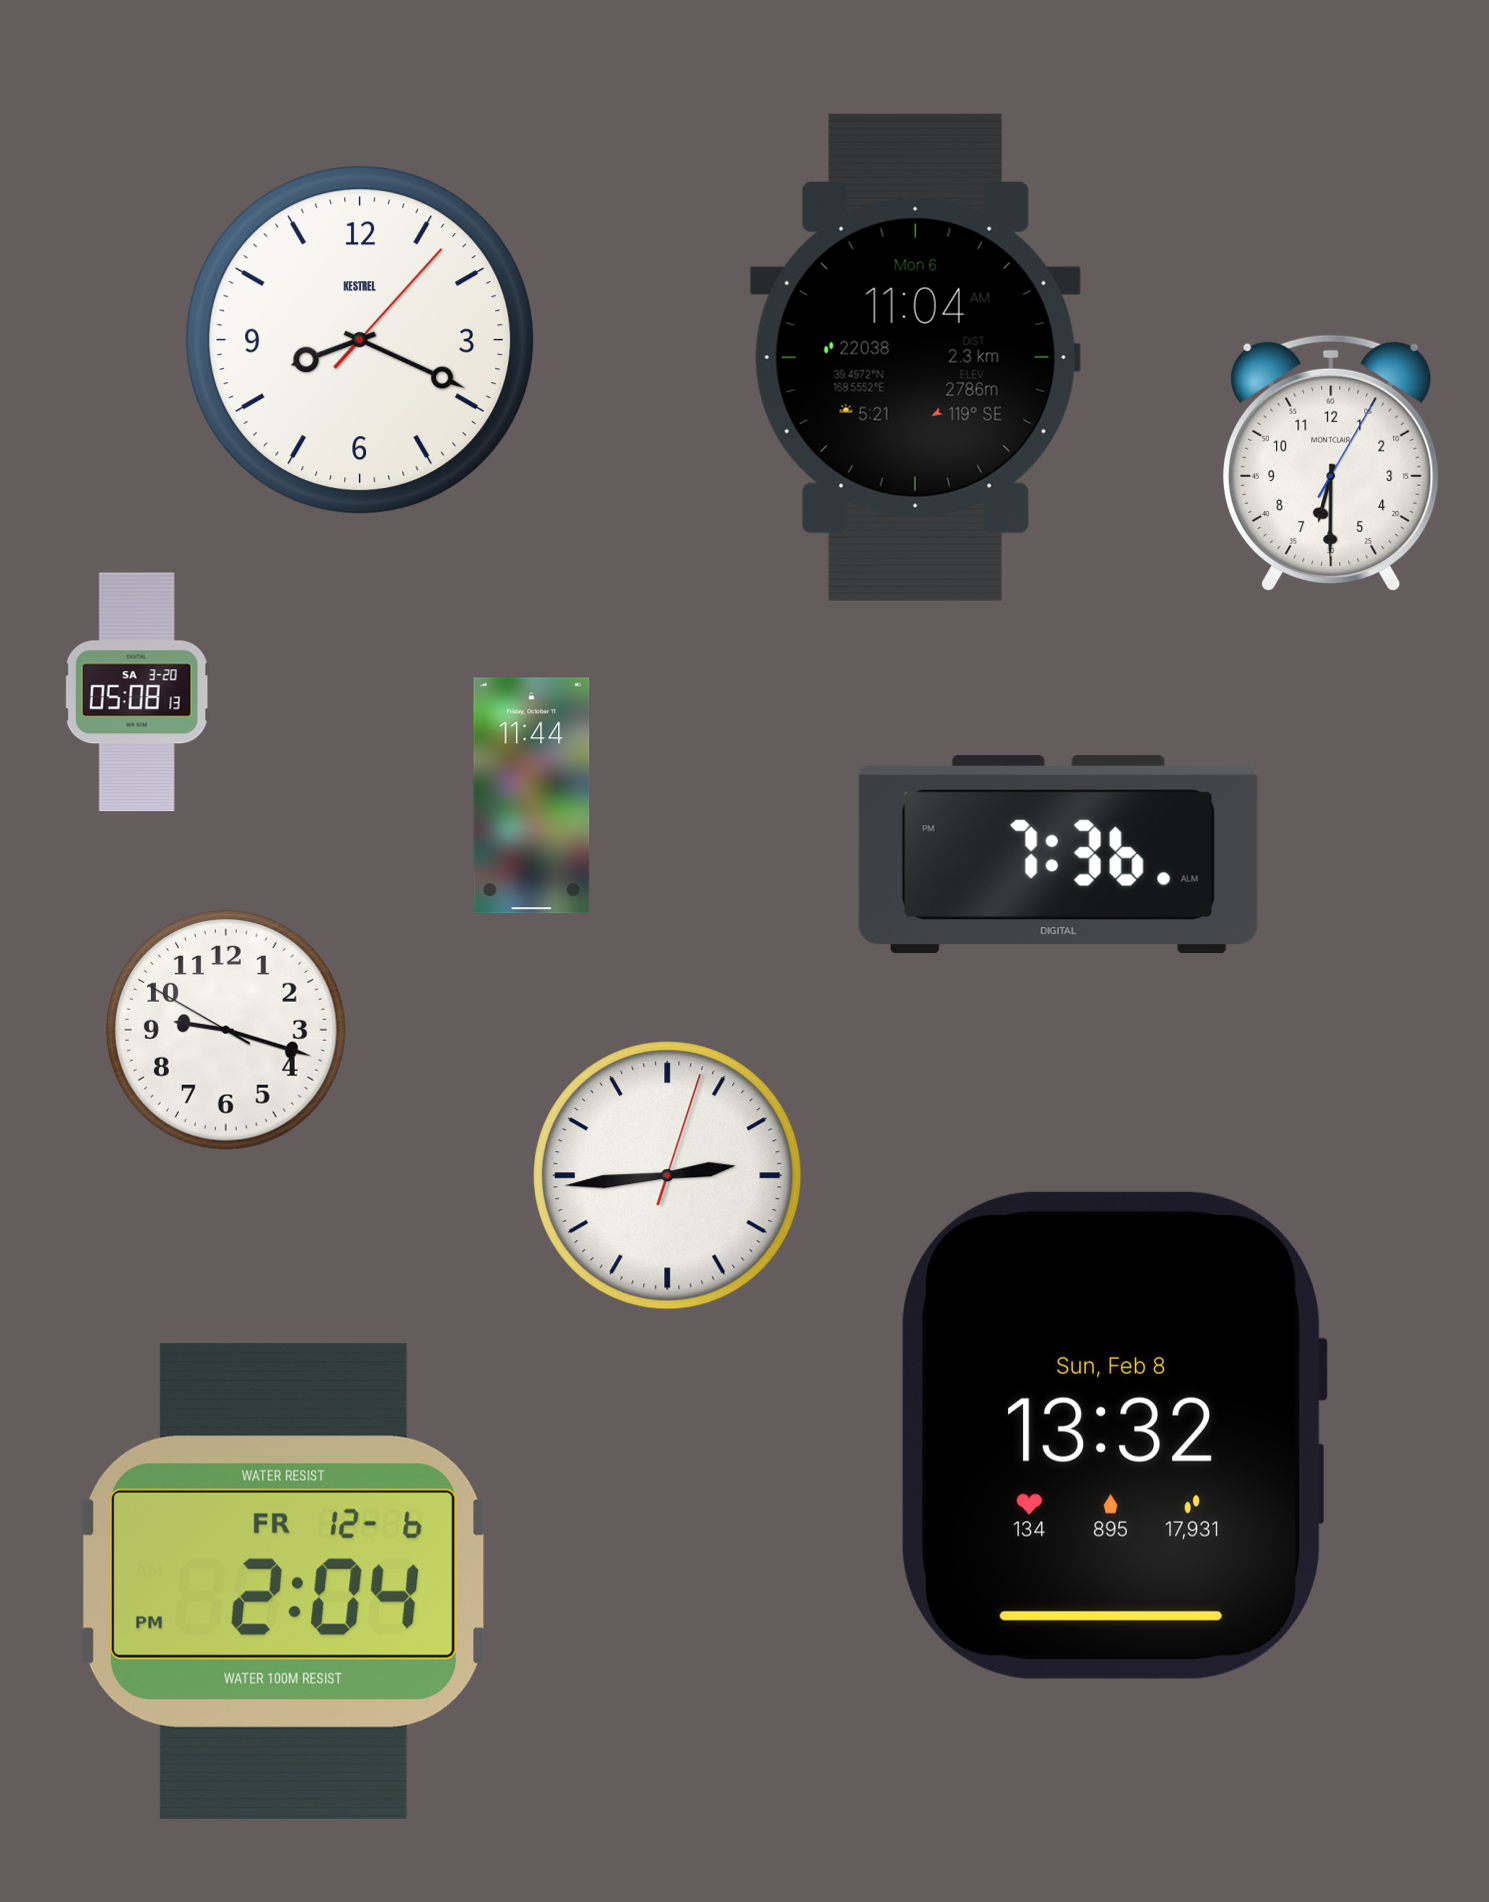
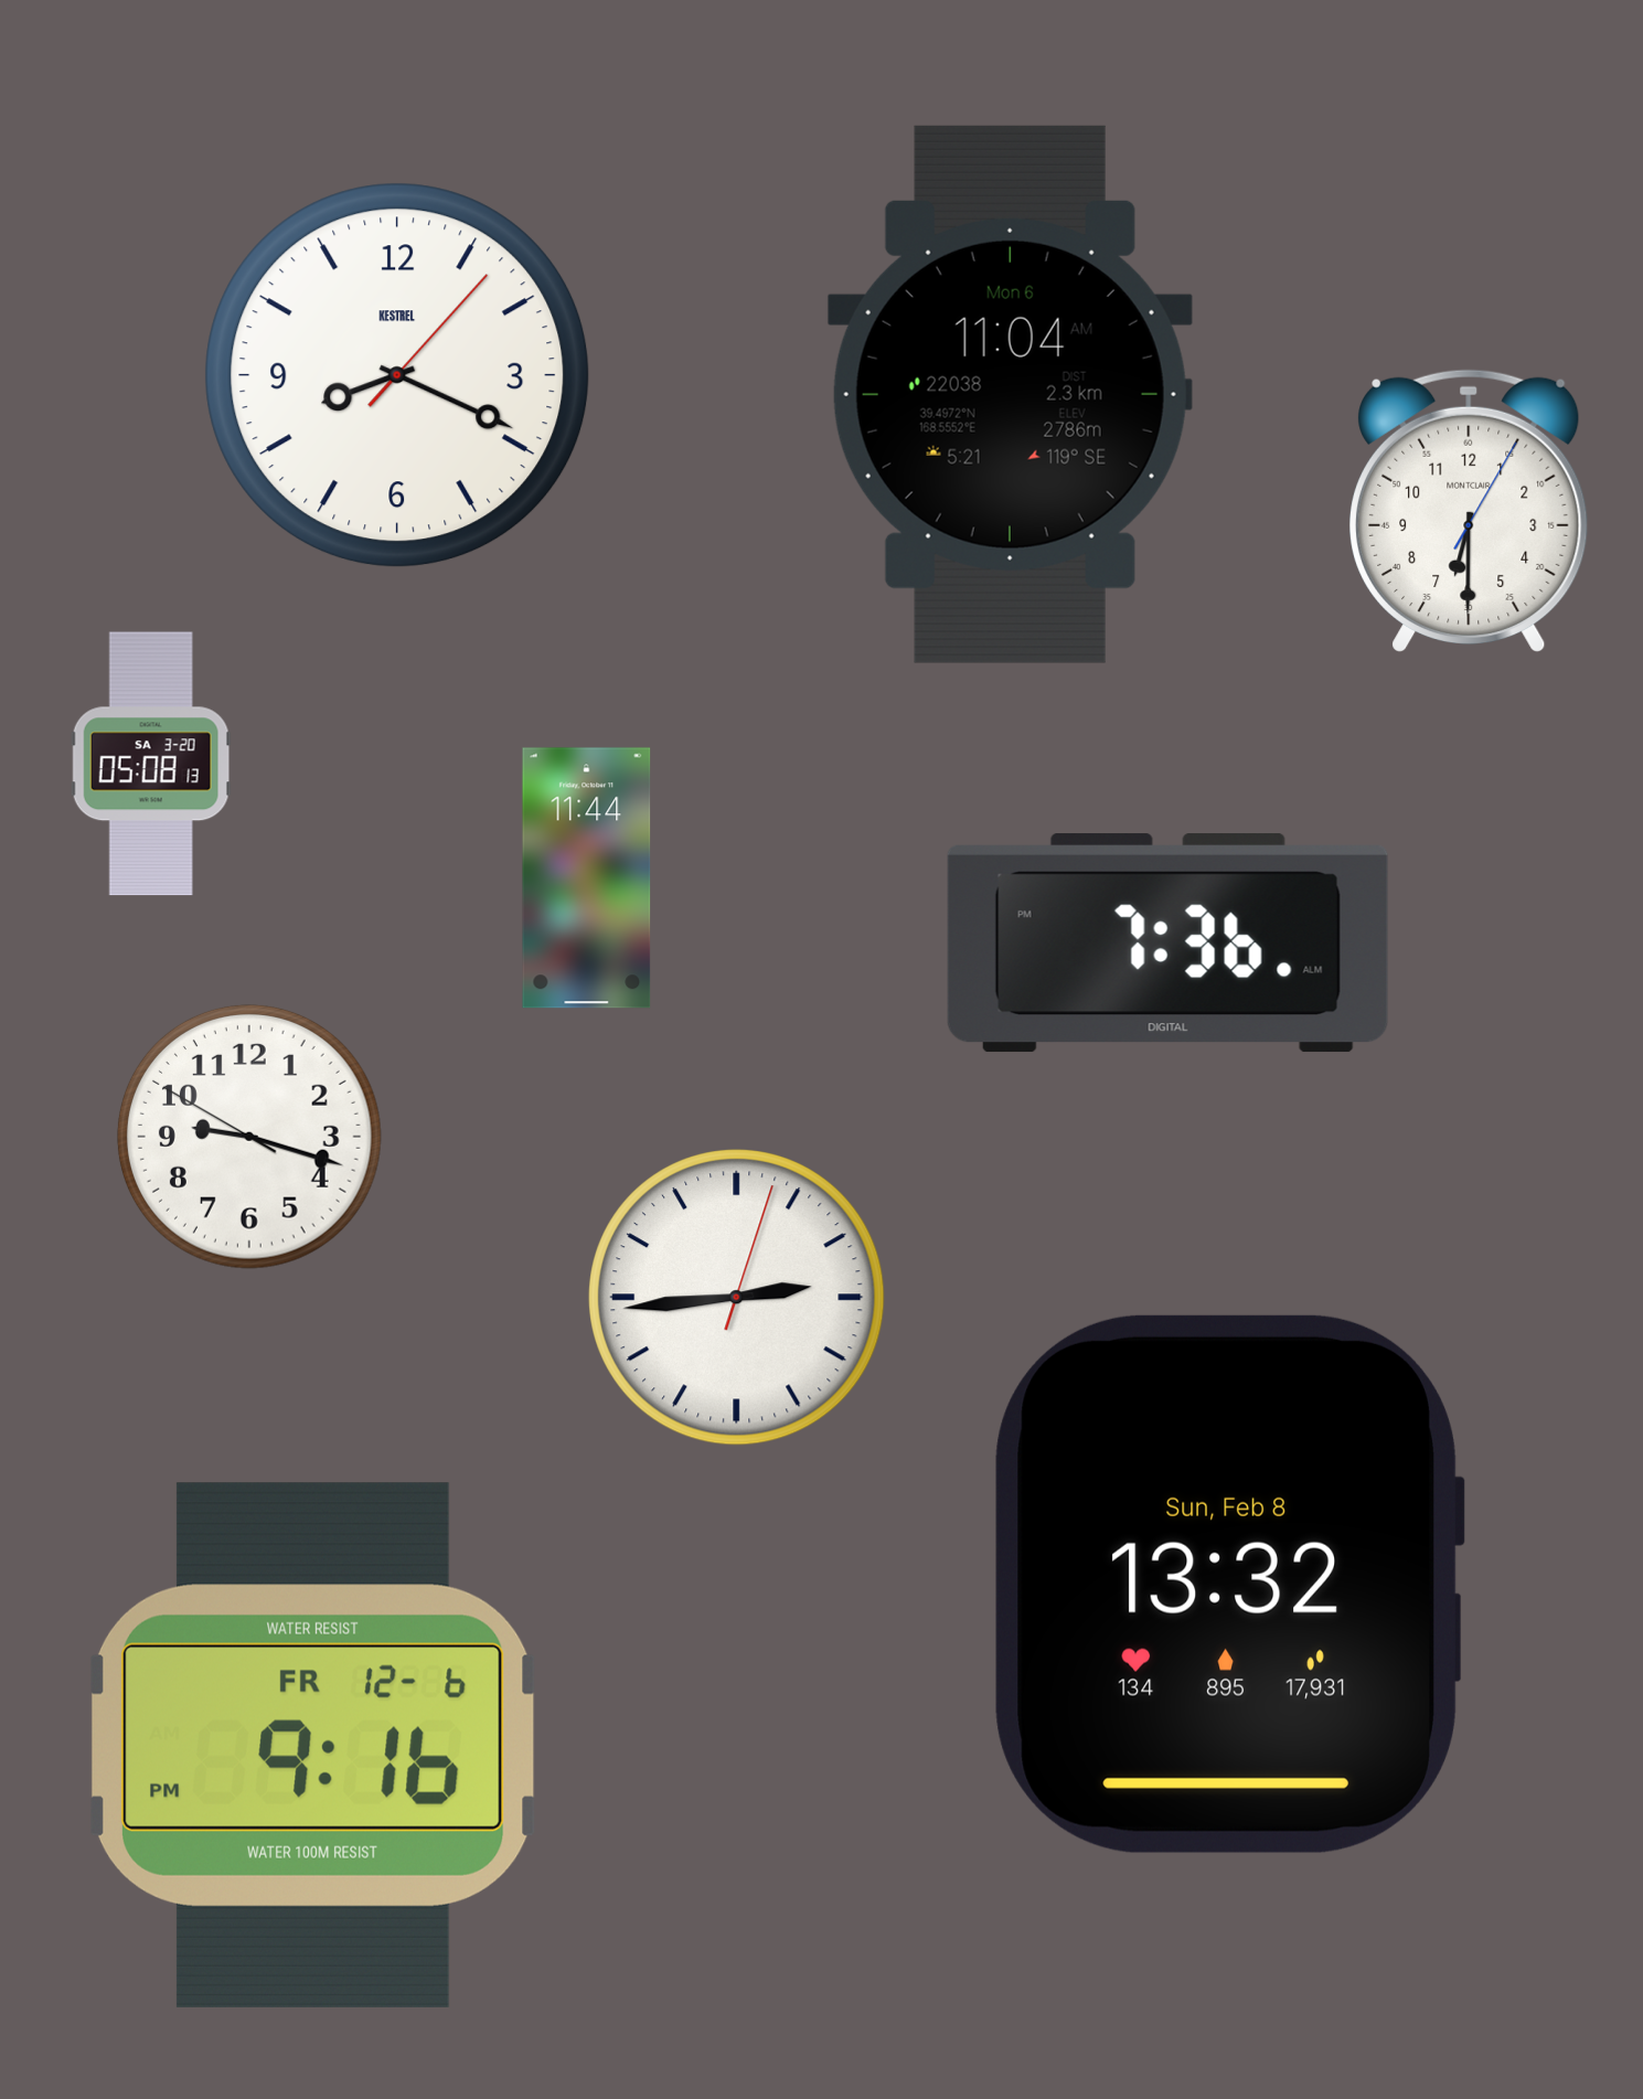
clock at (283, 1581): 2:04 -> 9:16
